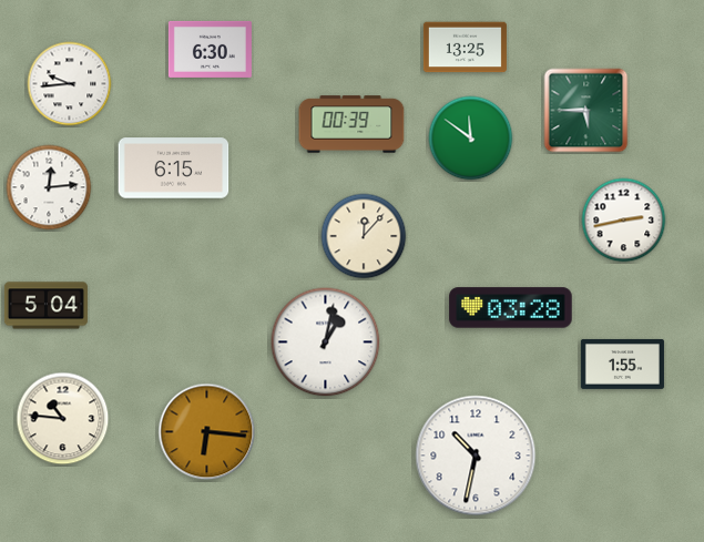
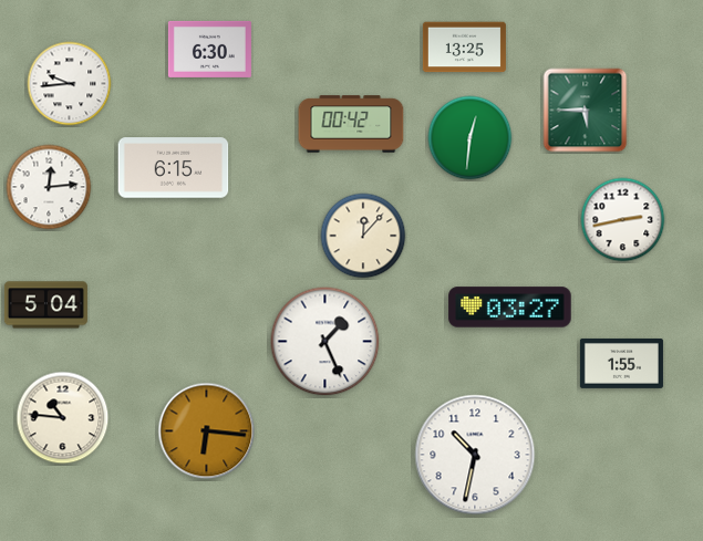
clock at (351, 124): 00:39 -> 00:42
clock at (471, 139): 11:51 -> 12:31
clock at (511, 308): 03:28 -> 03:27
clock at (326, 342): 1:02 -> 1:26
